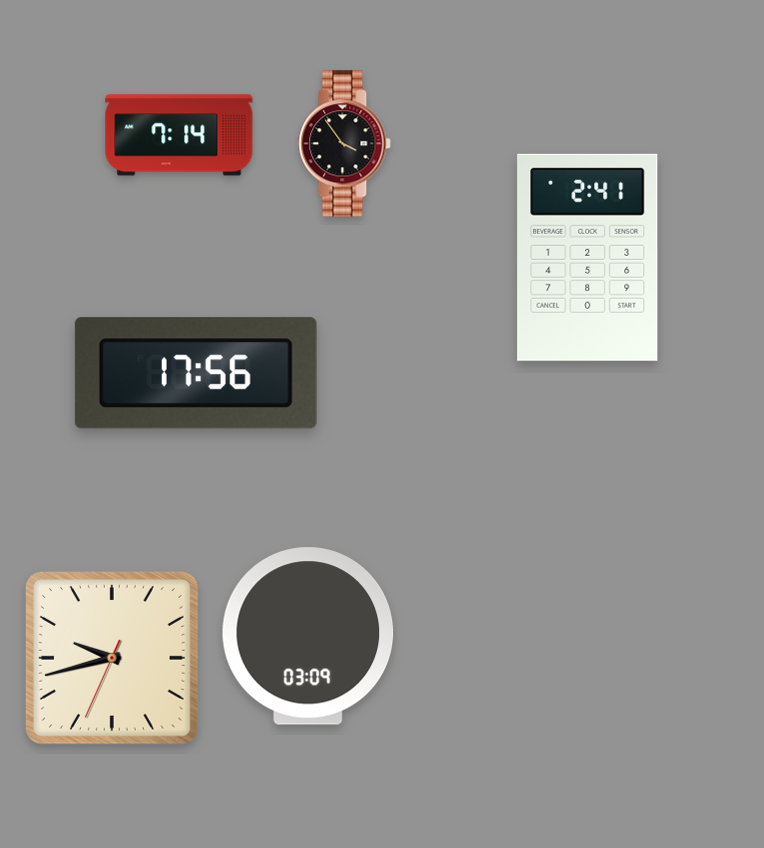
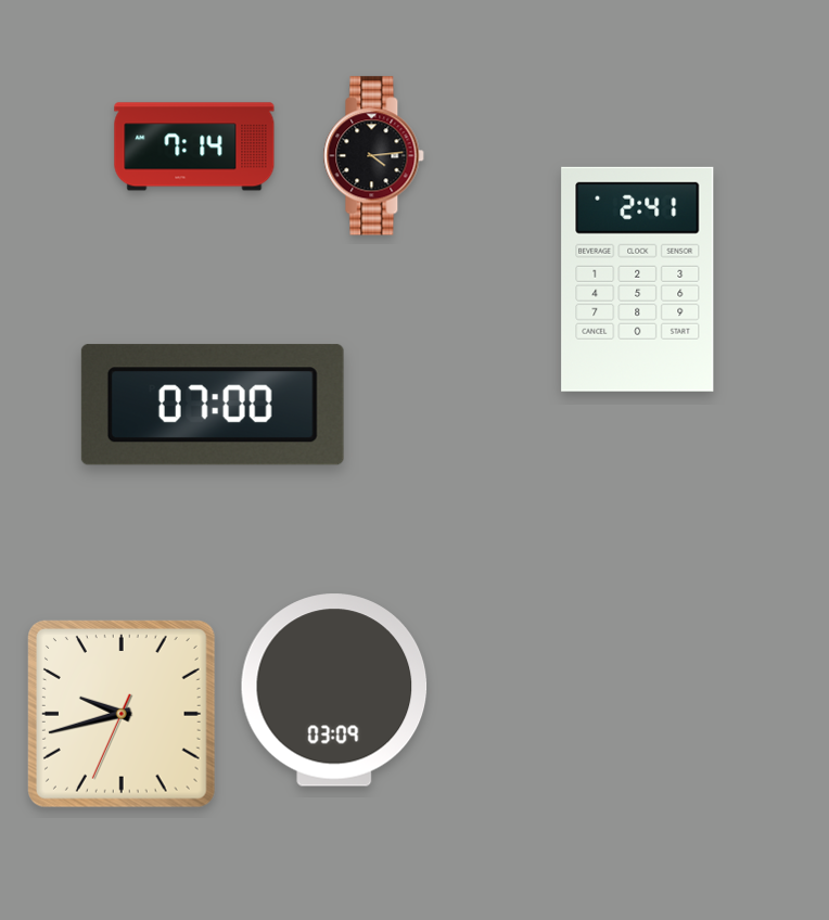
clock at (345, 144): 3:54 -> 4:14
clock at (196, 373): 17:56 -> 07:00
